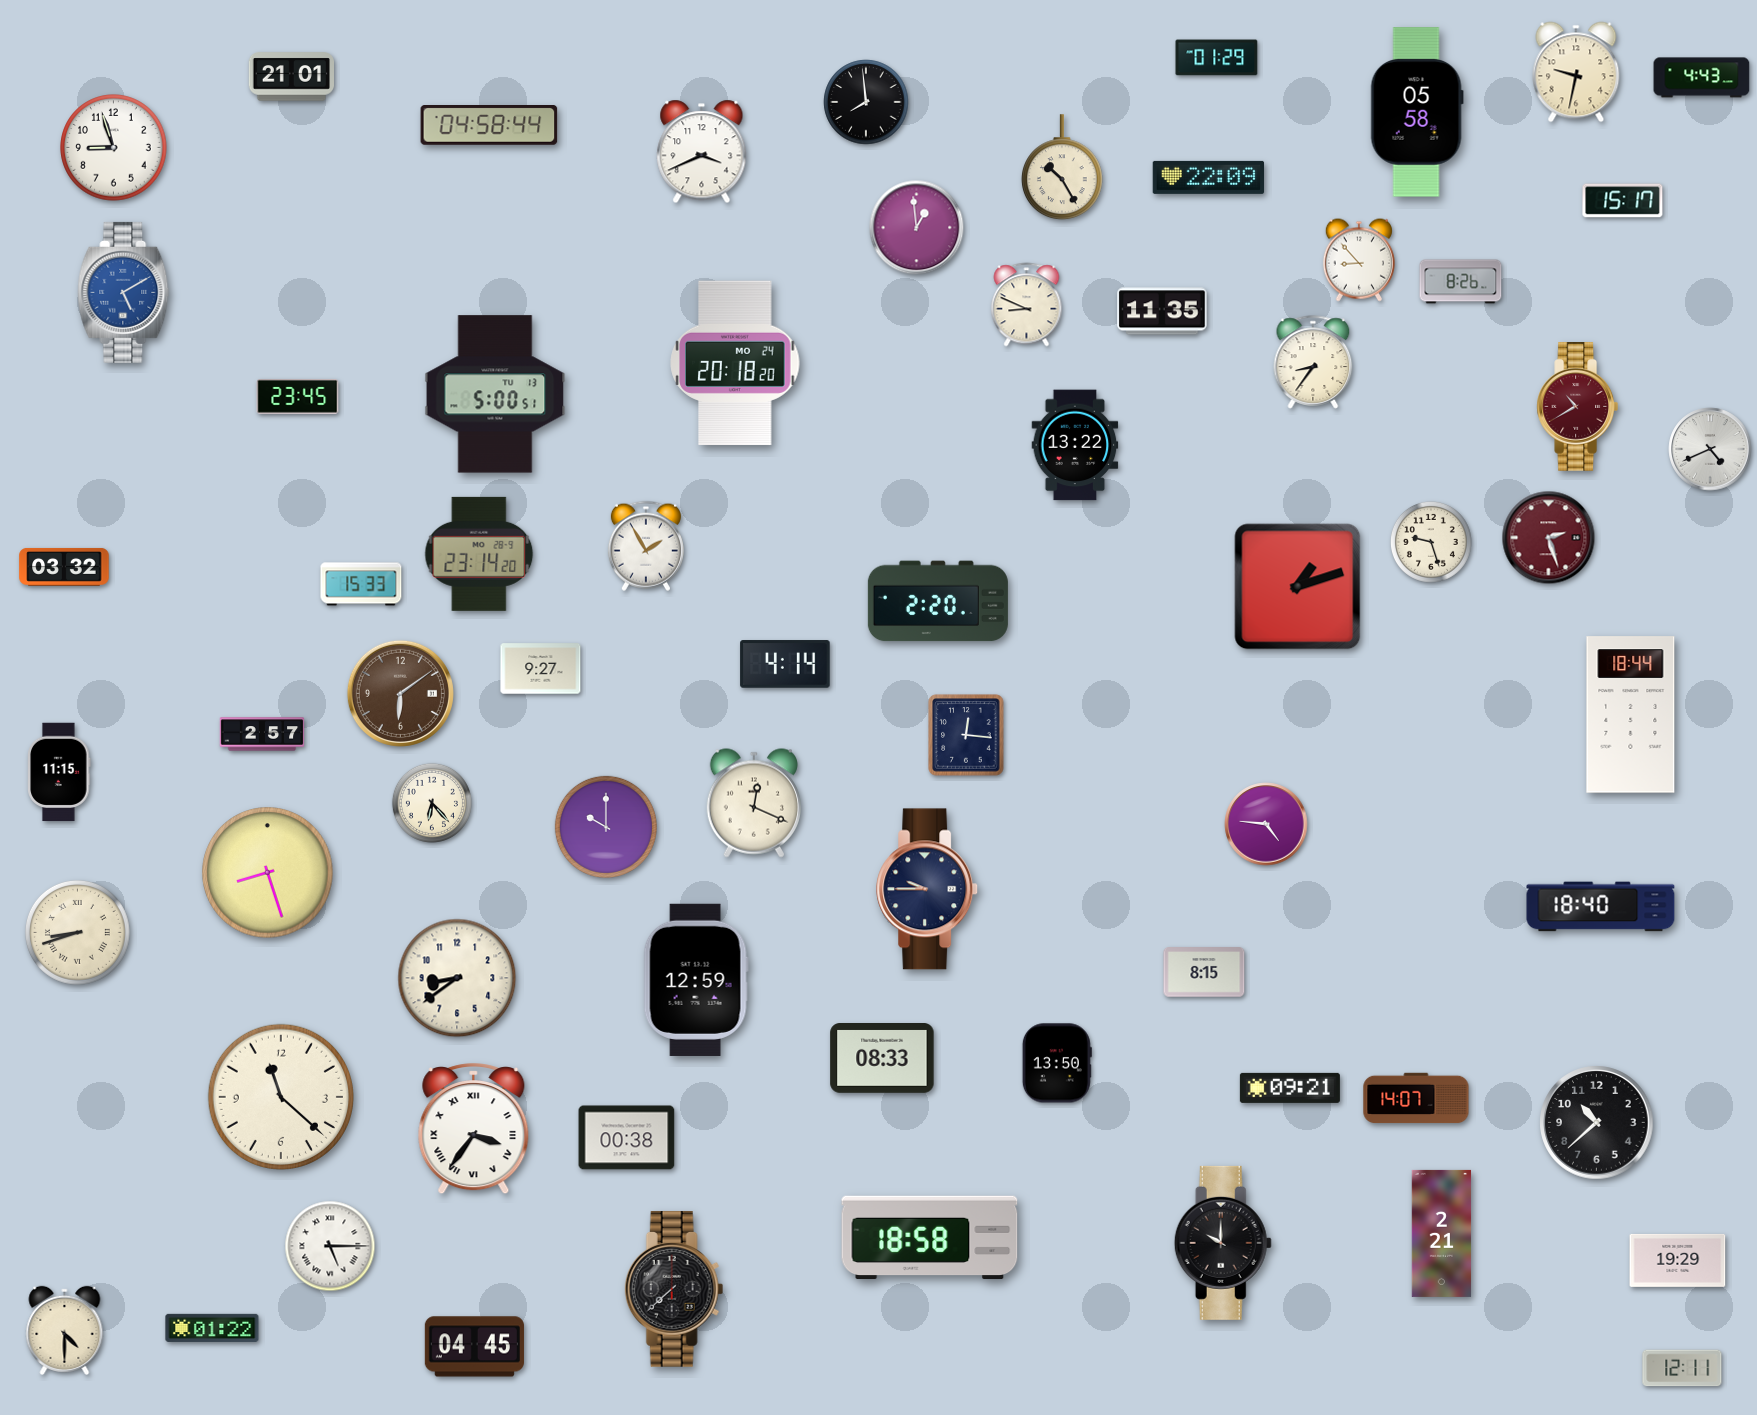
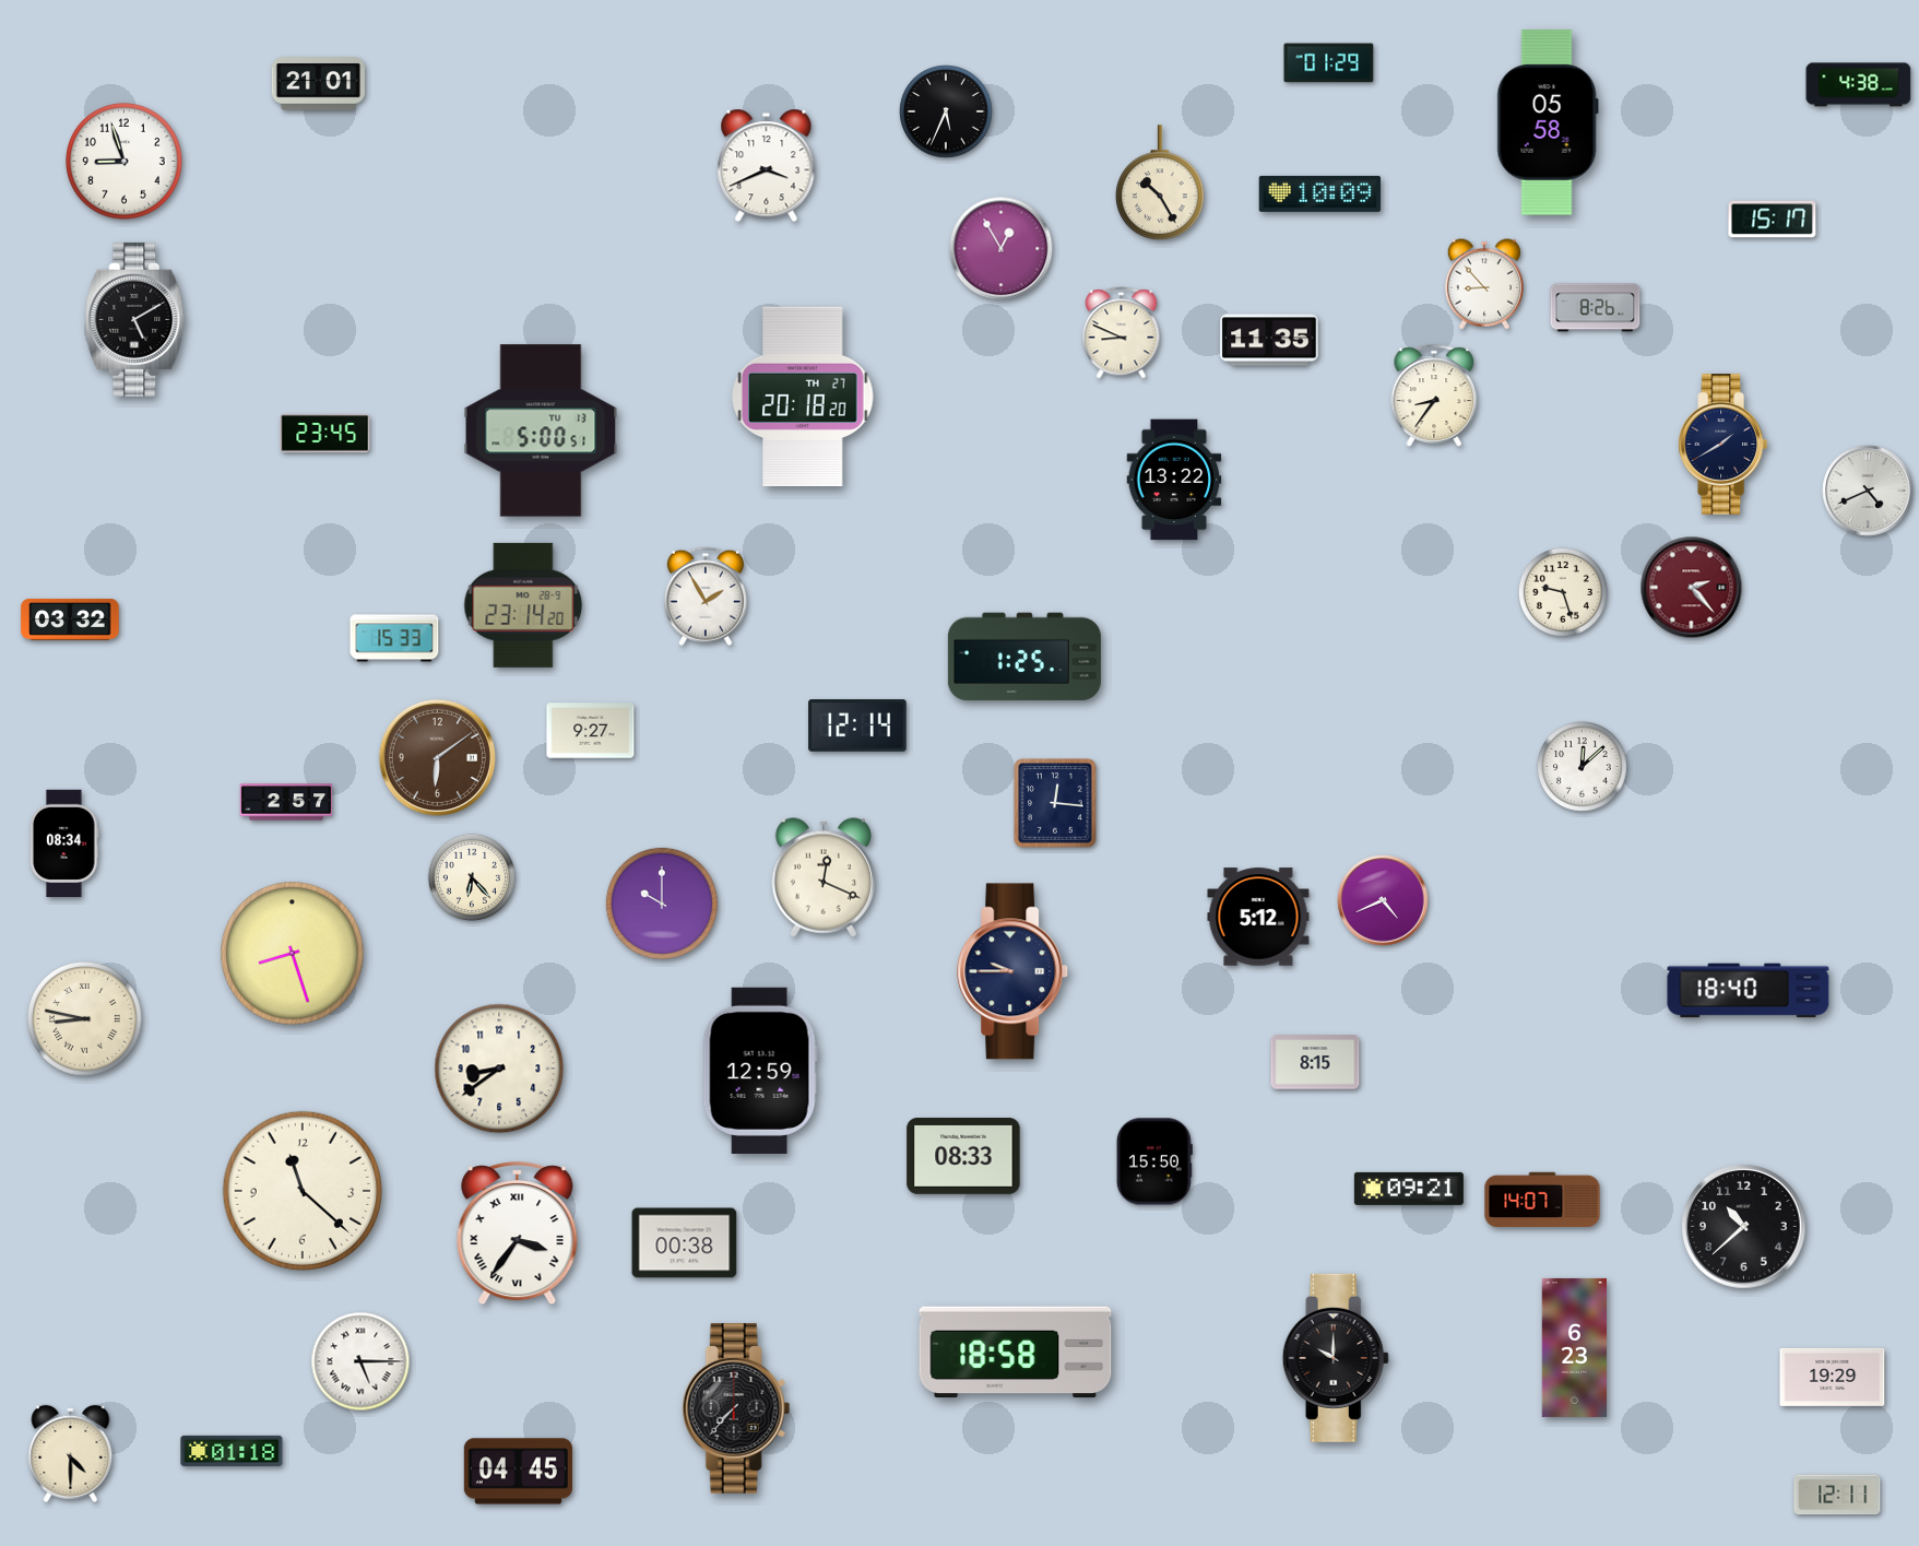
clock at (1576, 72): 9:32 -> none
clock at (1702, 78): 4:43 -> 4:38
clock at (866, 102): 7:59 -> 5:34
clock at (489, 126): 04:58 -> none
clock at (1209, 177): 22:09 -> 10:09
clock at (917, 228): 12:59 -> 12:55
clock at (124, 292) dial: blue -> black
clock at (735, 363) date: MO 24 -> TH 27
clock at (1577, 407): 10:40 -> 1:40
clock at (1577, 407) dial: burgundy -> navy
clock at (1075, 445) position: (1075, 445) -> (1174, 480)
clock at (1549, 538): 2:27 -> 2:23
clock at (1298, 587): 1:12 -> none
clock at (938, 601): 2:20 -> 1:25
clock at (785, 664): 4:14 -> 12:14
clock at (1583, 767): none -> 12:08
clock at (1631, 715): 18:44 -> none
clock at (59, 772): 11:15 -> 08:34
clock at (1266, 824): 4:46 -> 4:41
clock at (1258, 917): none -> 5:12
clock at (77, 932): 8:42 -> 8:47
clock at (1057, 1063): 13:50 -> 15:50
clock at (281, 1097) position: (281, 1097) -> (303, 1191)
clock at (1416, 1098) position: (1416, 1098) -> (1542, 1200)
clock at (1442, 1233): 2:21 -> 6:23
clock at (674, 1290): 7:38 -> 7:37
clock at (212, 1328): 01:22 -> 01:18
